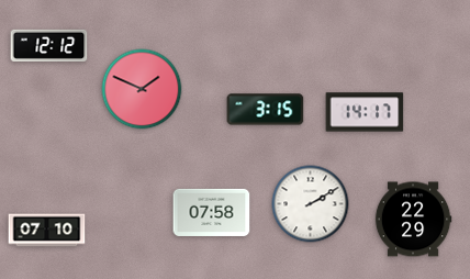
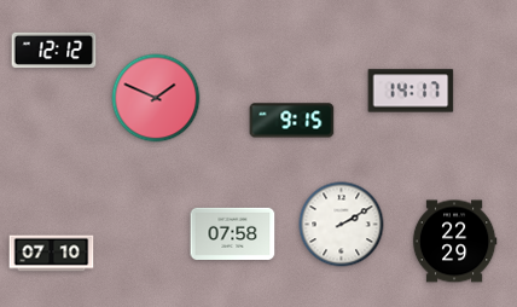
clock at (266, 110): 3:15 -> 9:15
clock at (365, 112) position: (365, 112) -> (411, 91)
